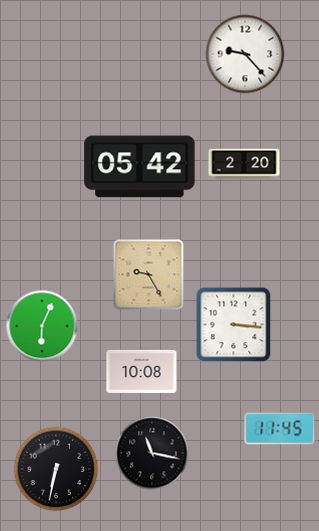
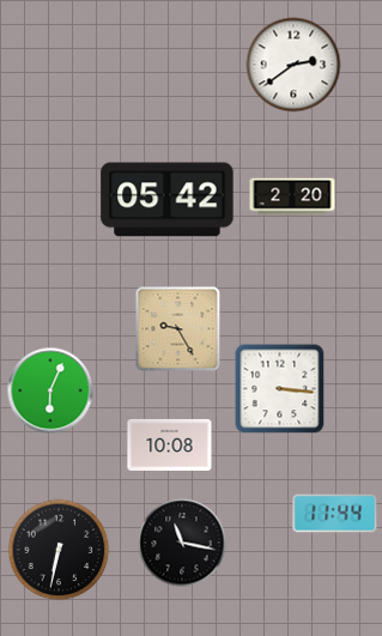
clock at (245, 54): 9:23 -> 2:39
clock at (280, 429): 11:45 -> 11:44
clock at (56, 469) position: (56, 469) -> (59, 550)
